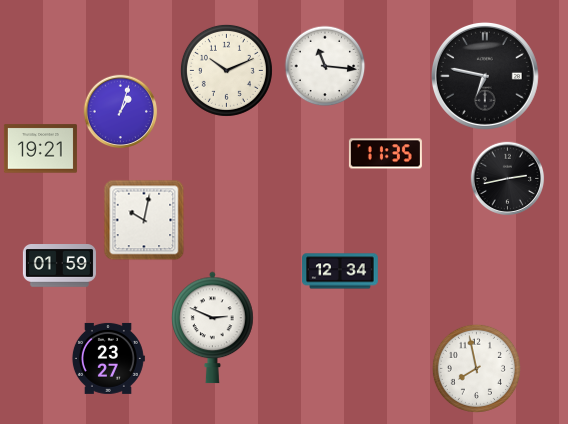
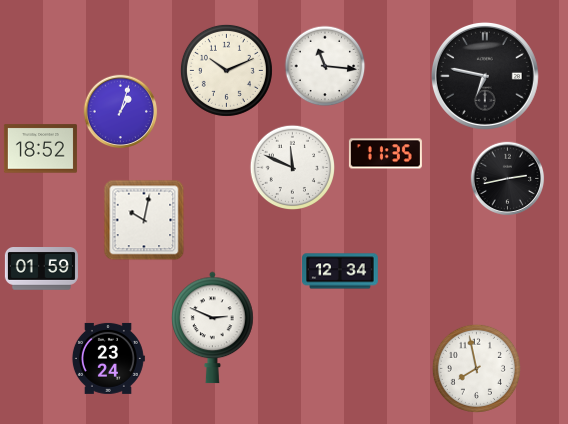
clock at (40, 149): 19:21 -> 18:52
clock at (292, 167): none -> 11:49
clock at (59, 266) position: (59, 266) -> (41, 269)
clock at (108, 358): 23:27 -> 23:24
